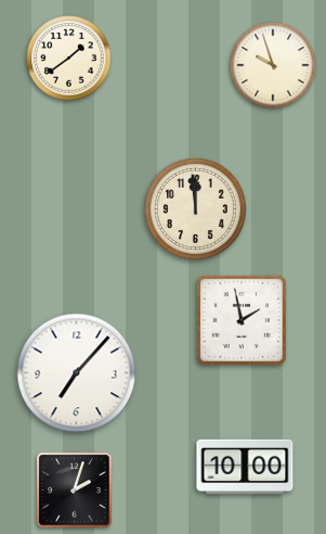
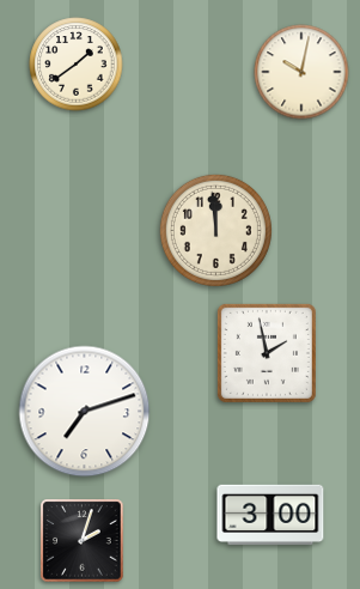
clock at (273, 65): 9:57 -> 10:02
clock at (77, 373): 7:07 -> 7:12
clock at (245, 467): 10:00 -> 3:00
